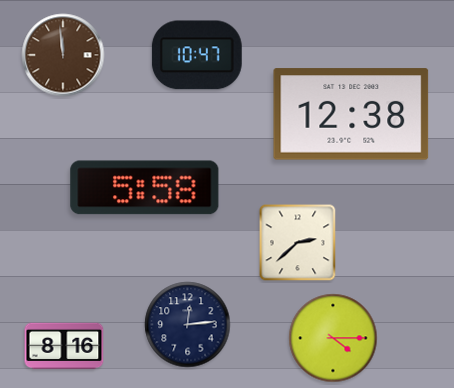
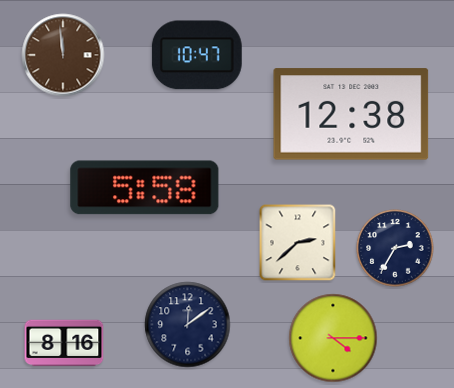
clock at (395, 248): none -> 2:35
clock at (188, 325): 12:14 -> 12:09
clock at (64, 346) position: (64, 346) -> (64, 343)
